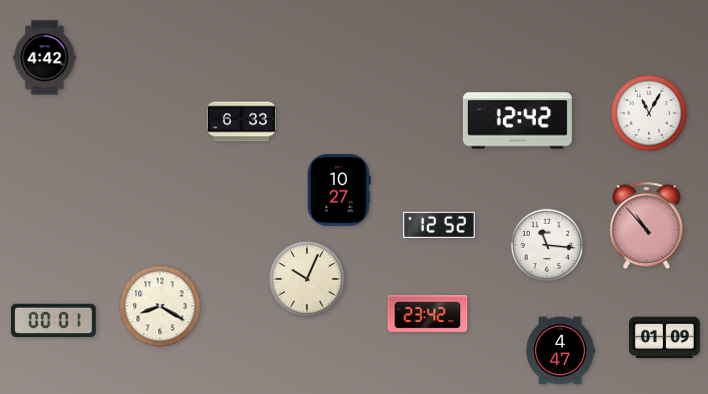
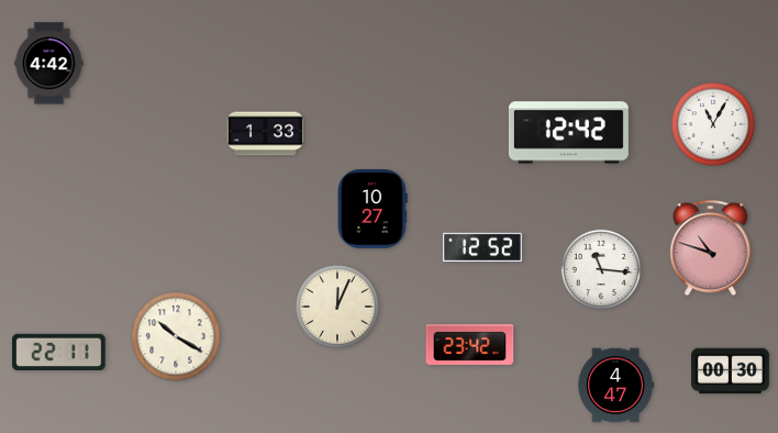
clock at (241, 122): 6:33 -> 1:33
clock at (647, 226): 10:53 -> 10:48
clock at (307, 279): 10:04 -> 12:04
clock at (160, 306): 8:20 -> 10:20
clock at (54, 320): 00:01 -> 22:11
clock at (664, 338): 01:09 -> 00:30
